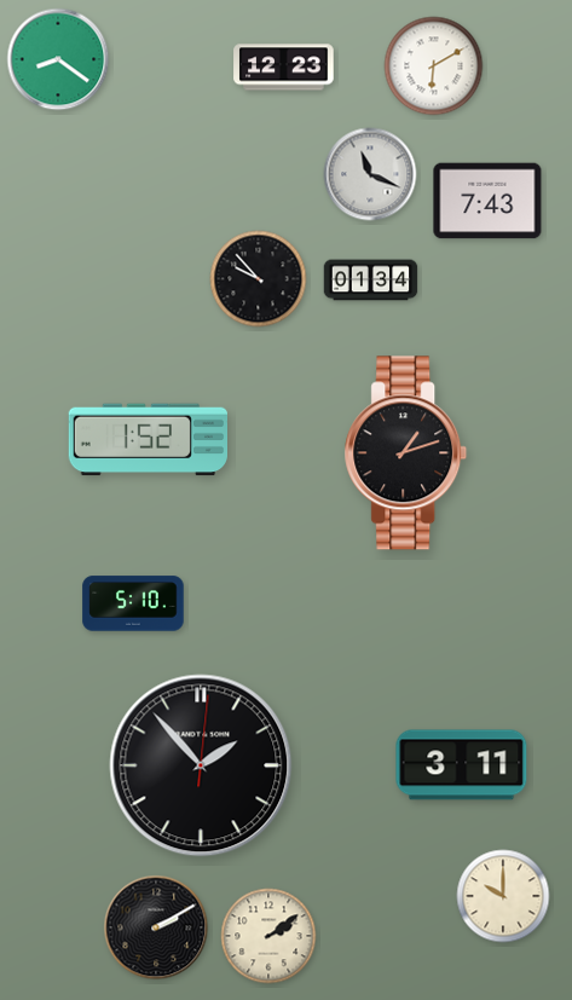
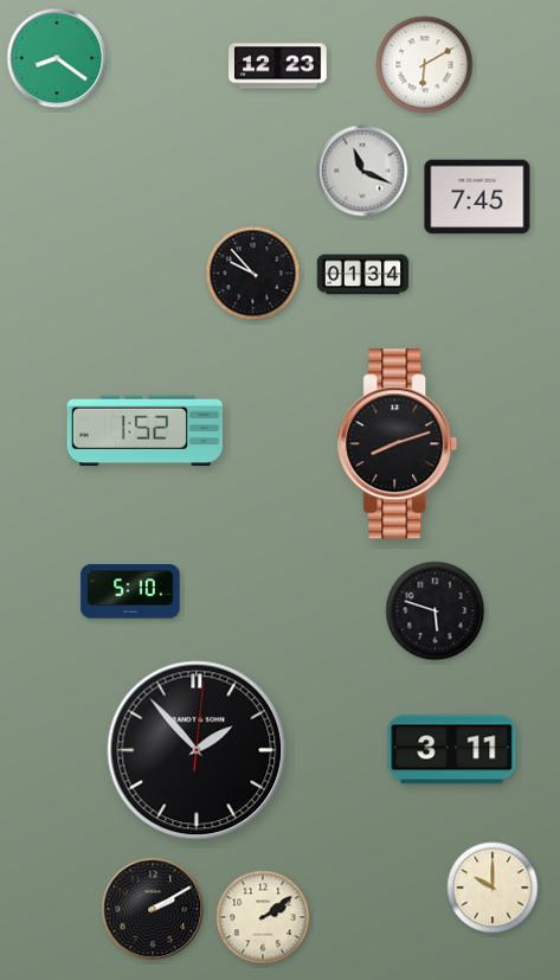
clock at (487, 201): 7:43 -> 7:45
clock at (406, 453): 1:12 -> 8:12
clock at (436, 611): none -> 5:48
clock at (503, 896) position: (503, 896) -> (493, 888)
